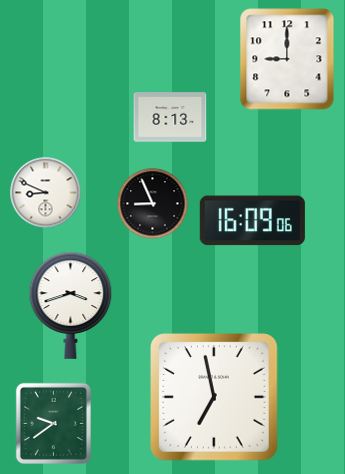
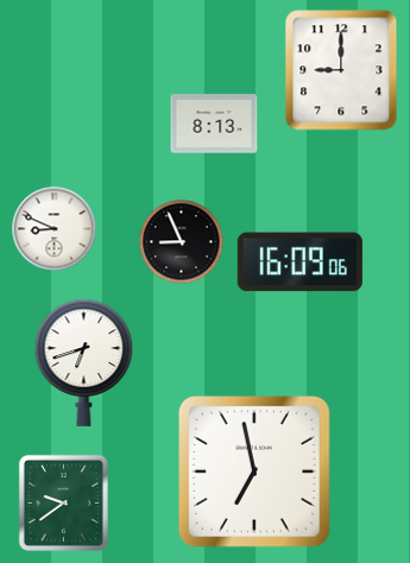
clock at (170, 117) position: (170, 117) -> (214, 124)
clock at (71, 305): 3:42 -> 6:42
